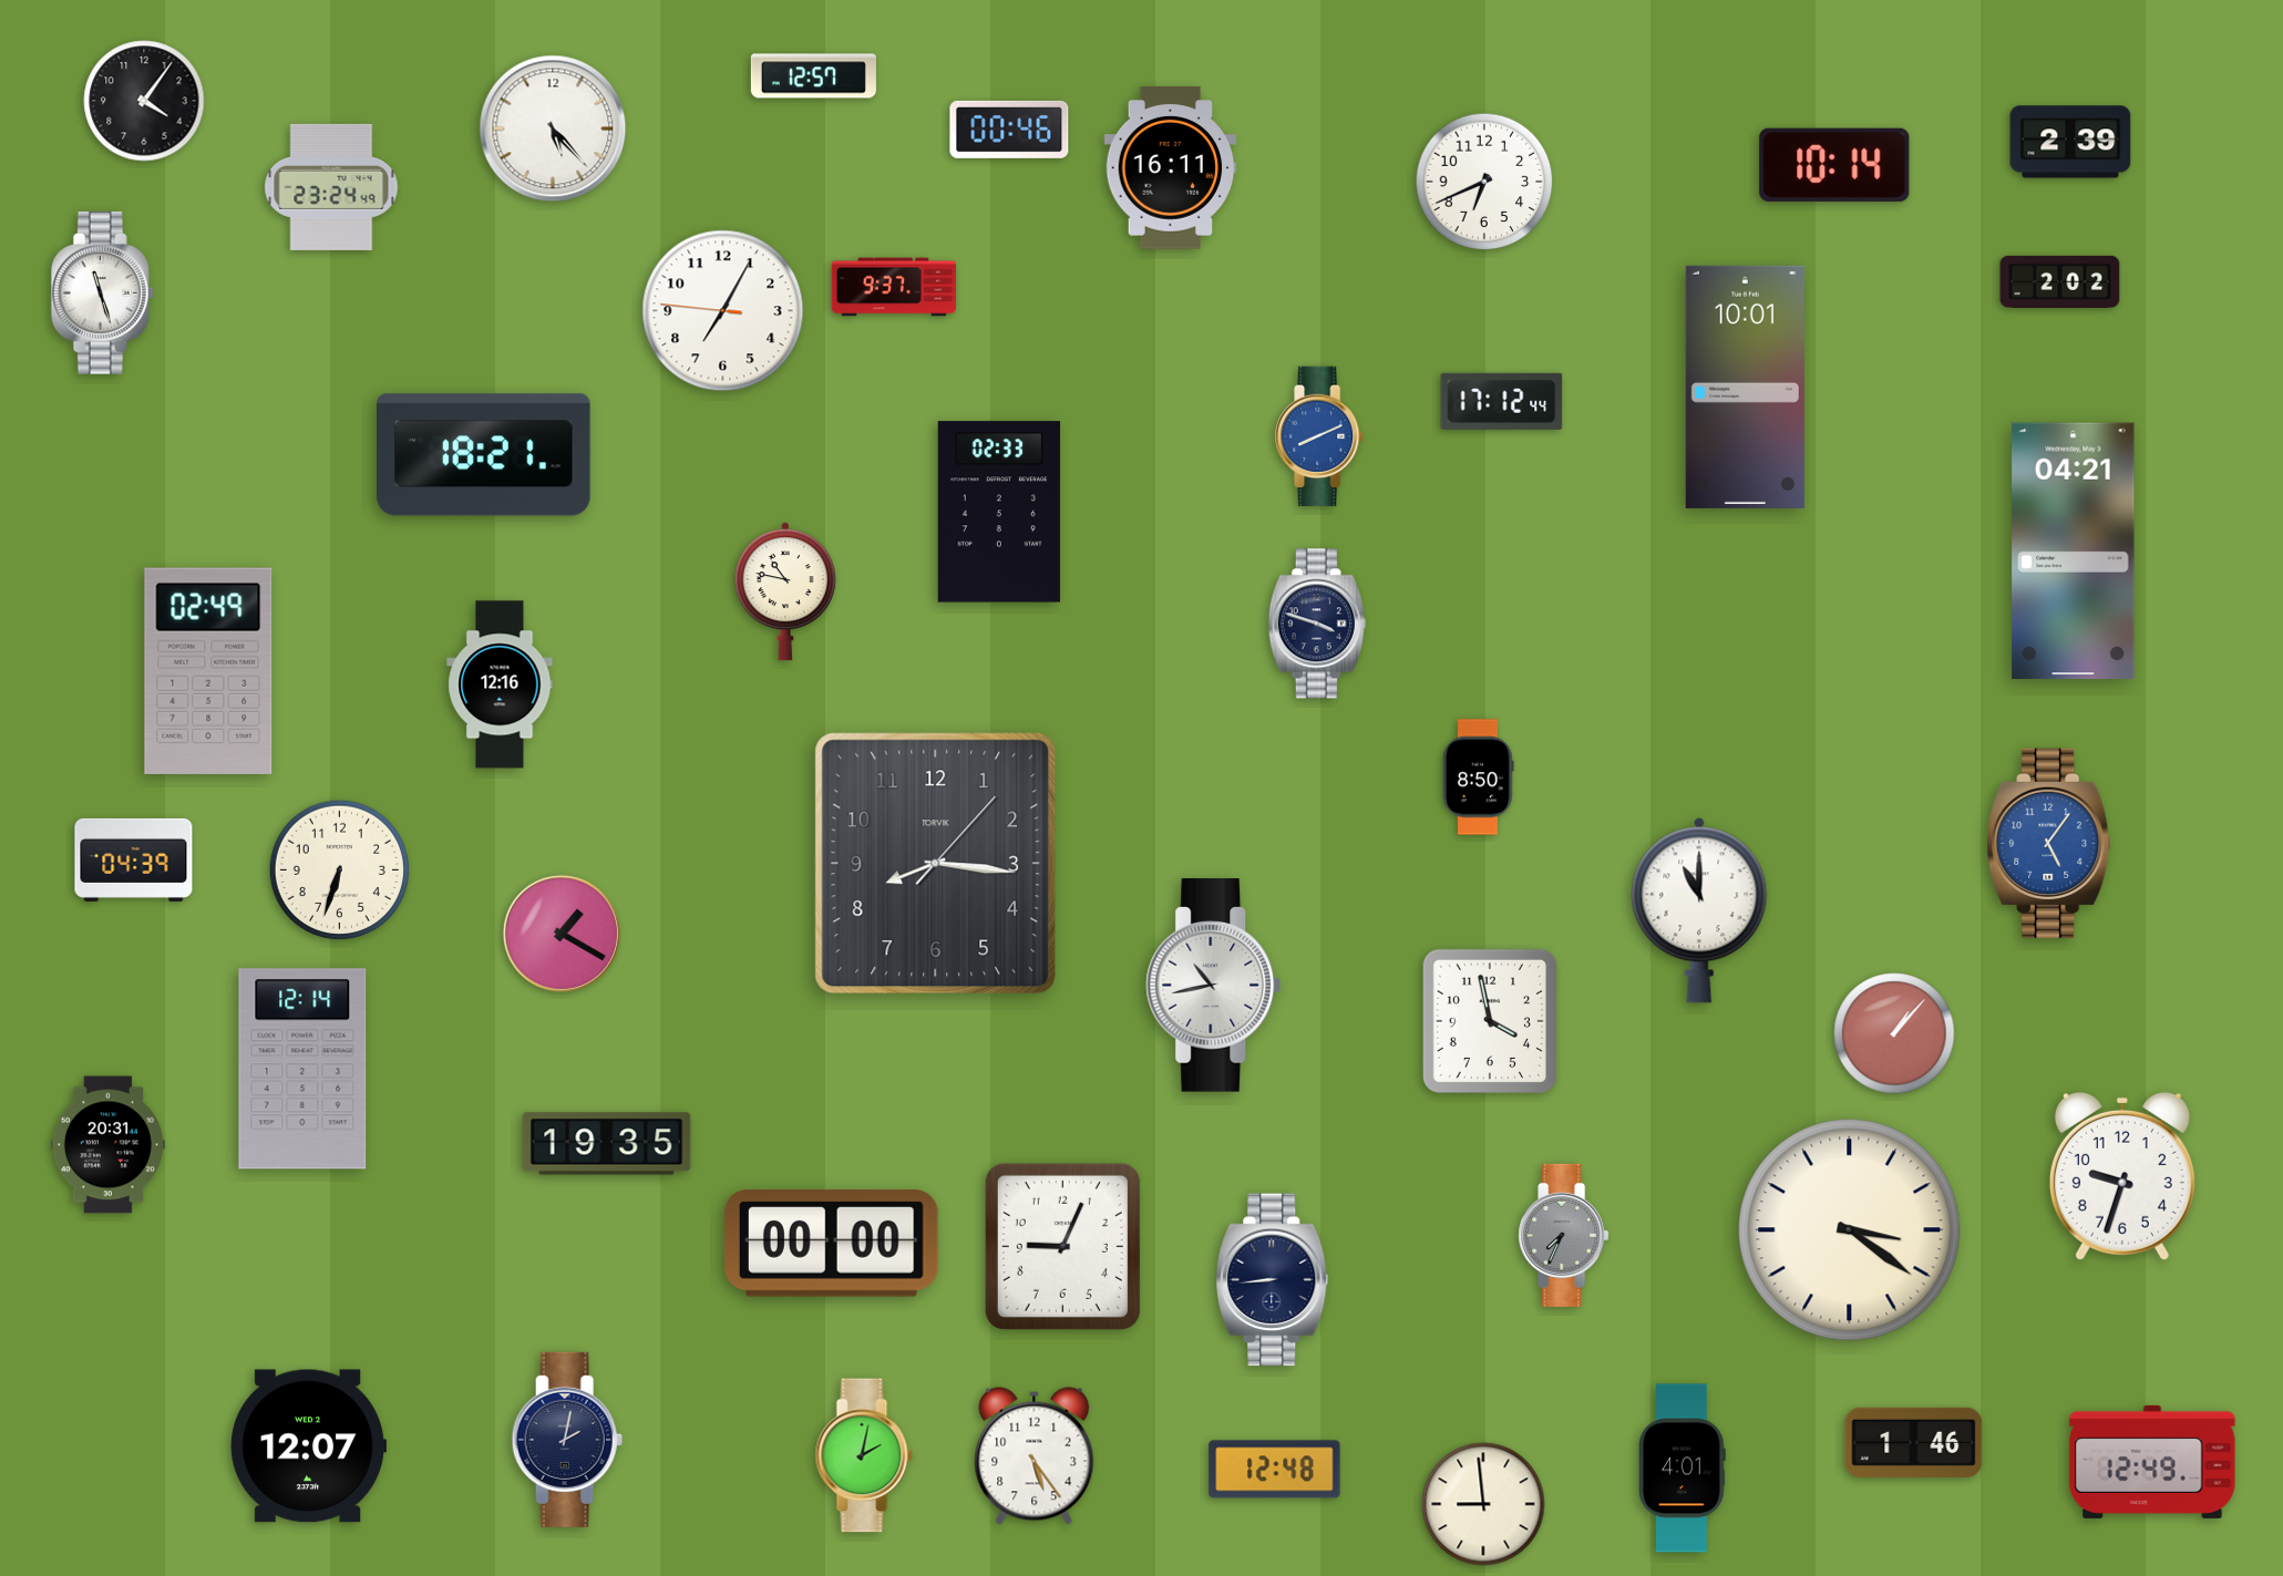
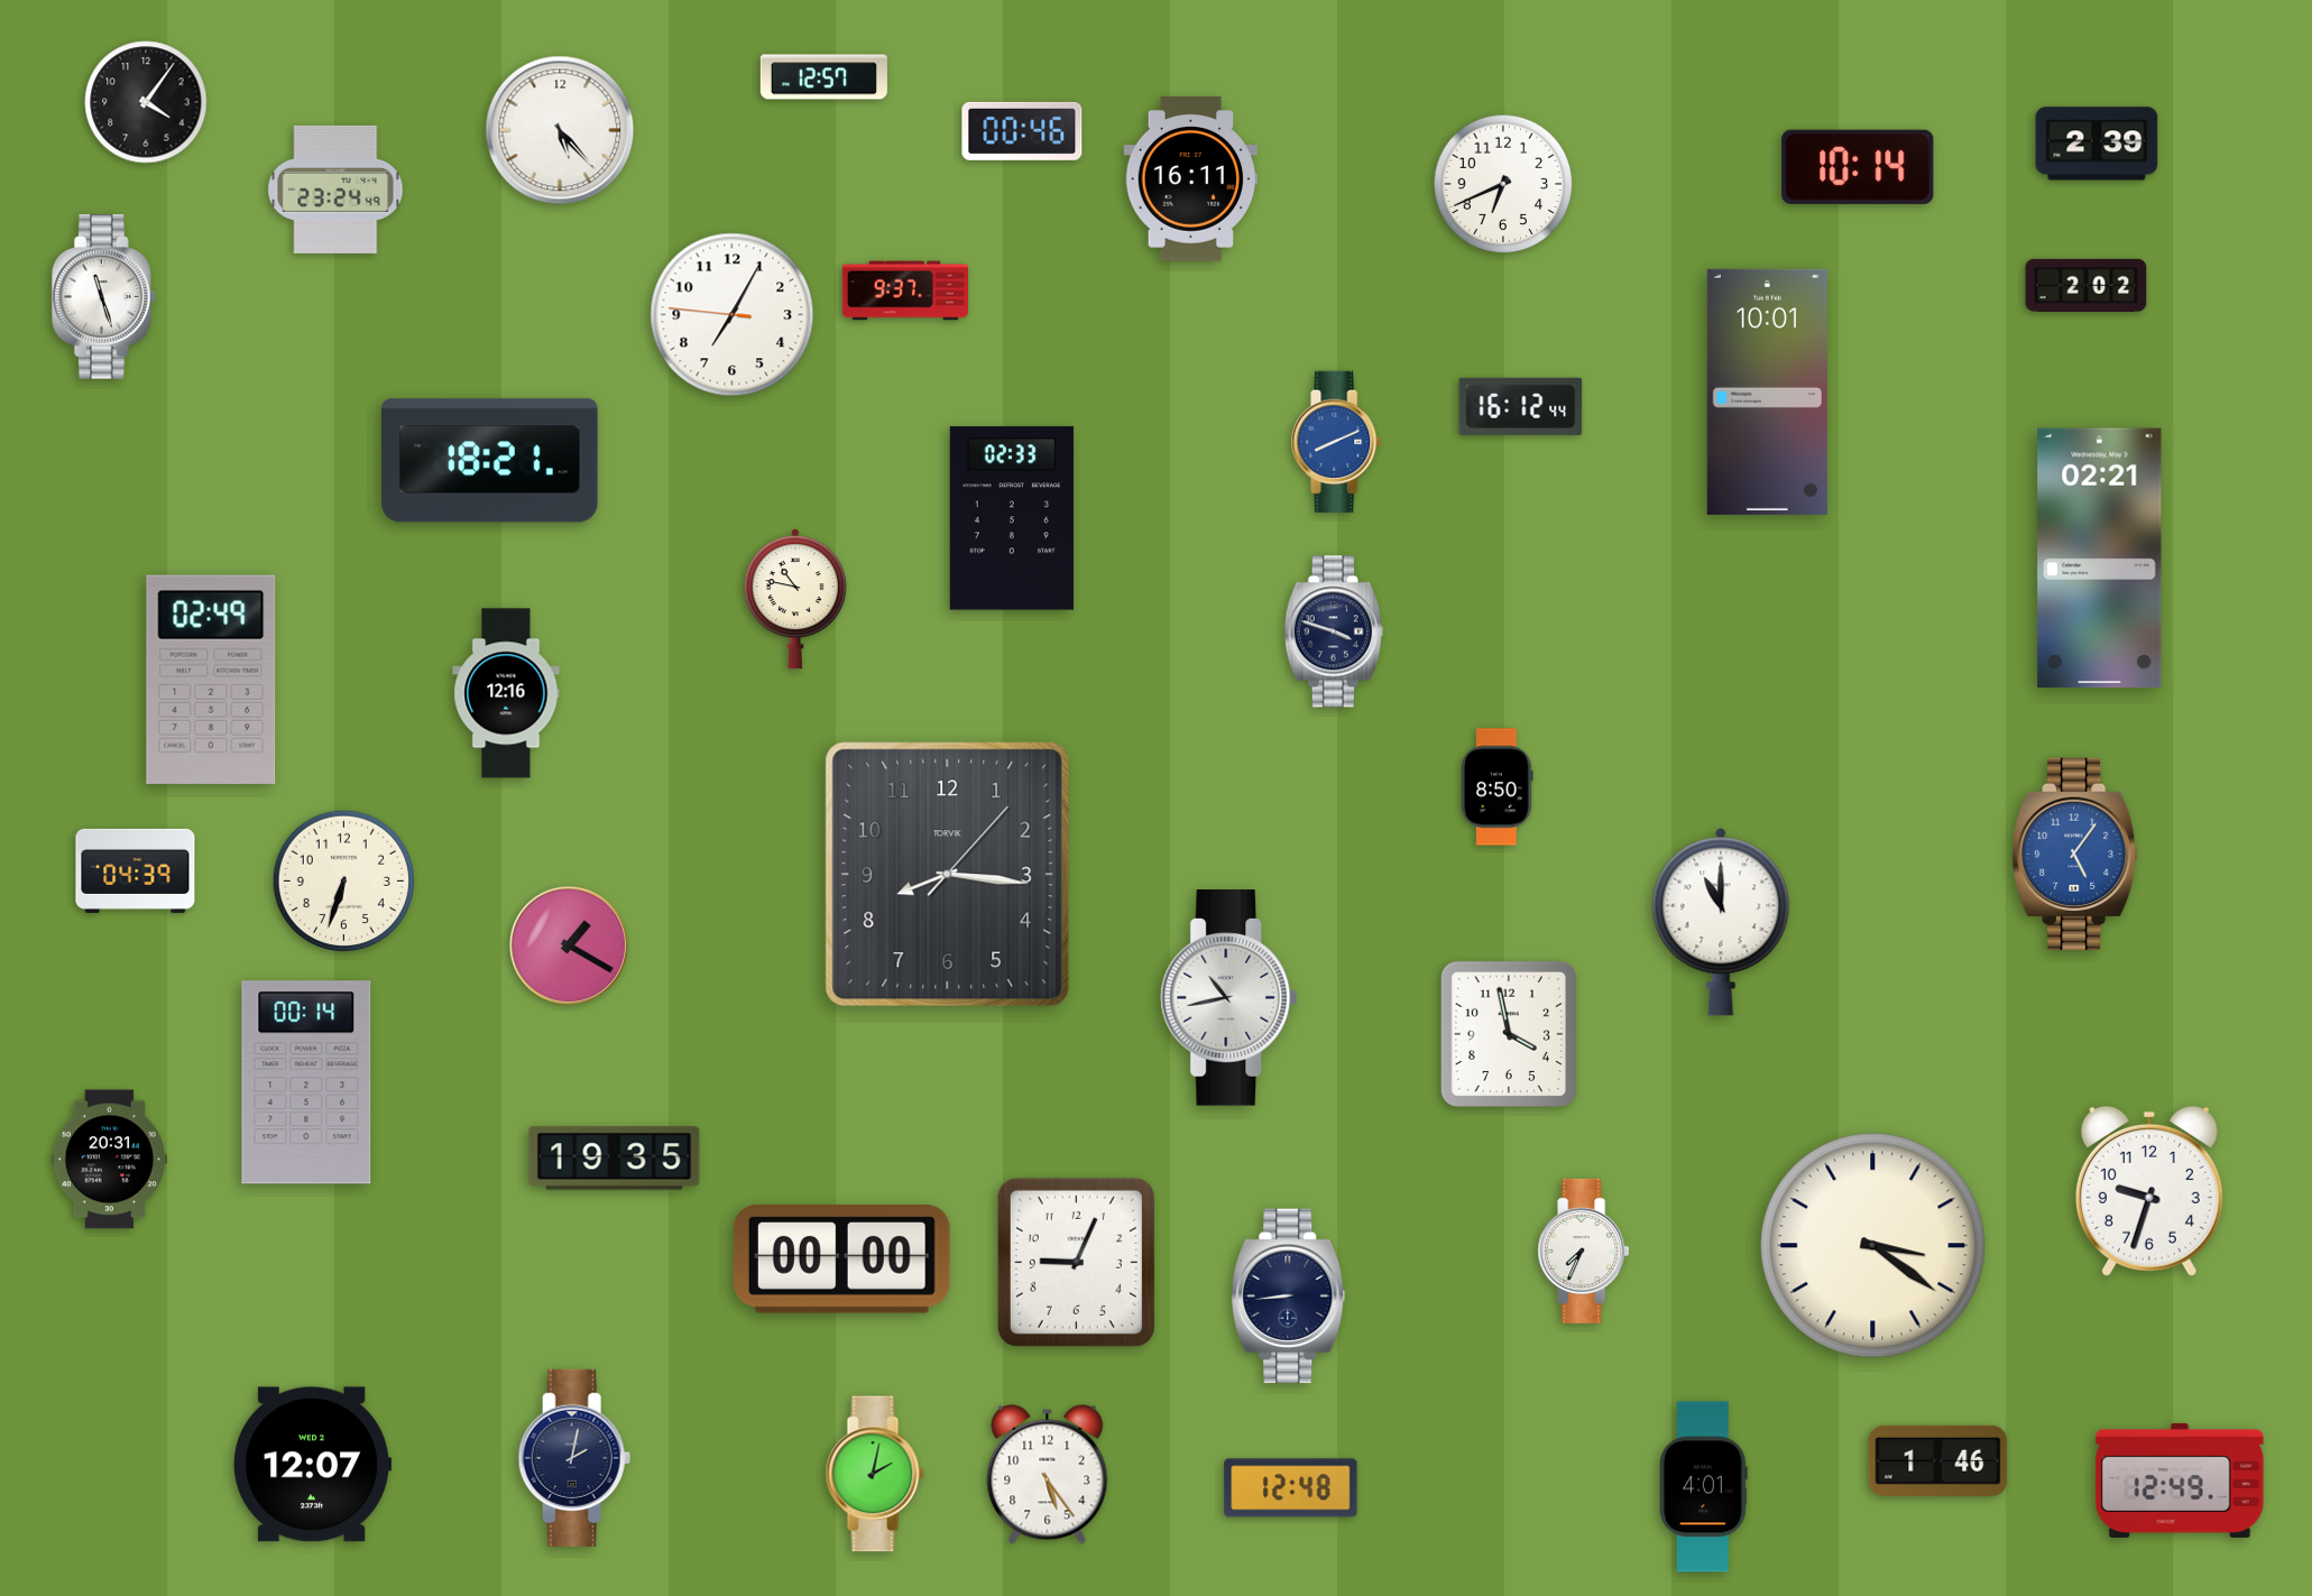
clock at (1171, 168) position: (1171, 168) -> (1191, 179)
clock at (1502, 401): 17:12 -> 16:12
clock at (2074, 552): 04:21 -> 02:21
clock at (1894, 1033): 1:07 -> none
clock at (302, 1069): 12:14 -> 00:14
clock at (1564, 1235) dial: grey -> white
clock at (1483, 1504): 8:59 -> none
